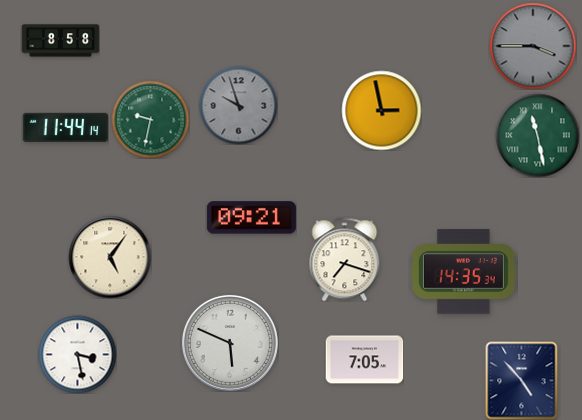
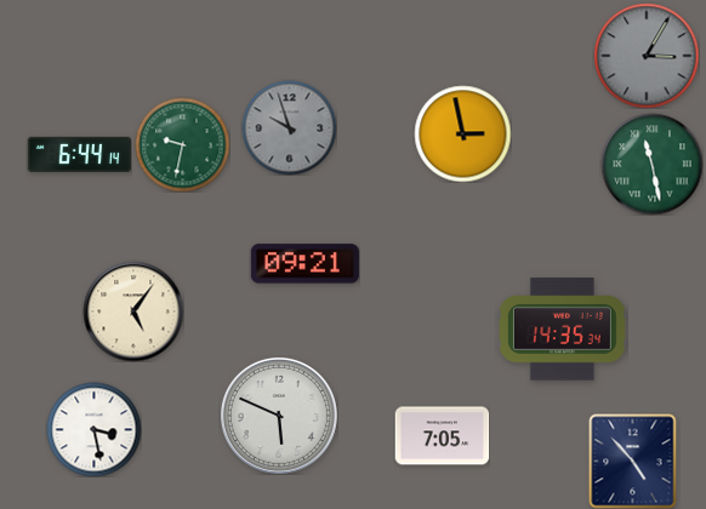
clock at (60, 41): 8:58 -> none
clock at (533, 46): 3:45 -> 3:05
clock at (65, 127): 11:44 -> 6:44
clock at (345, 259): 7:18 -> none
